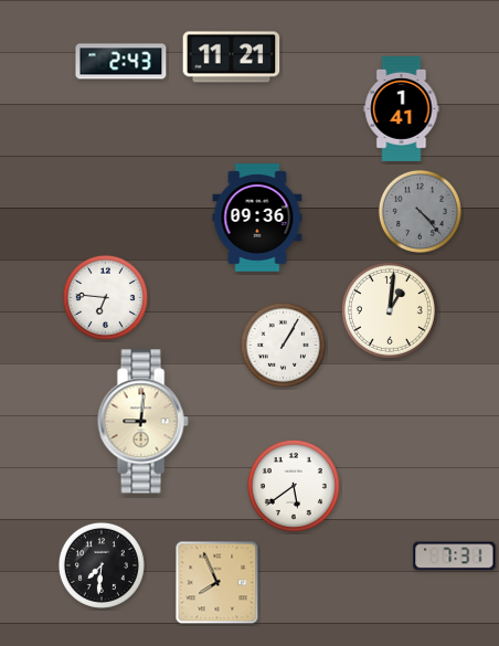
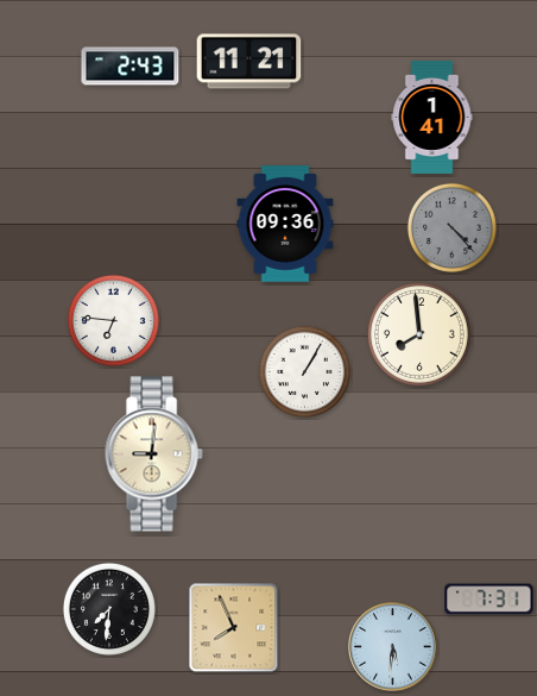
clock at (257, 218) position: (257, 218) -> (285, 224)
clock at (390, 310): 1:01 -> 7:59
clock at (294, 486): 5:39 -> none
clock at (393, 647): none -> 5:31
